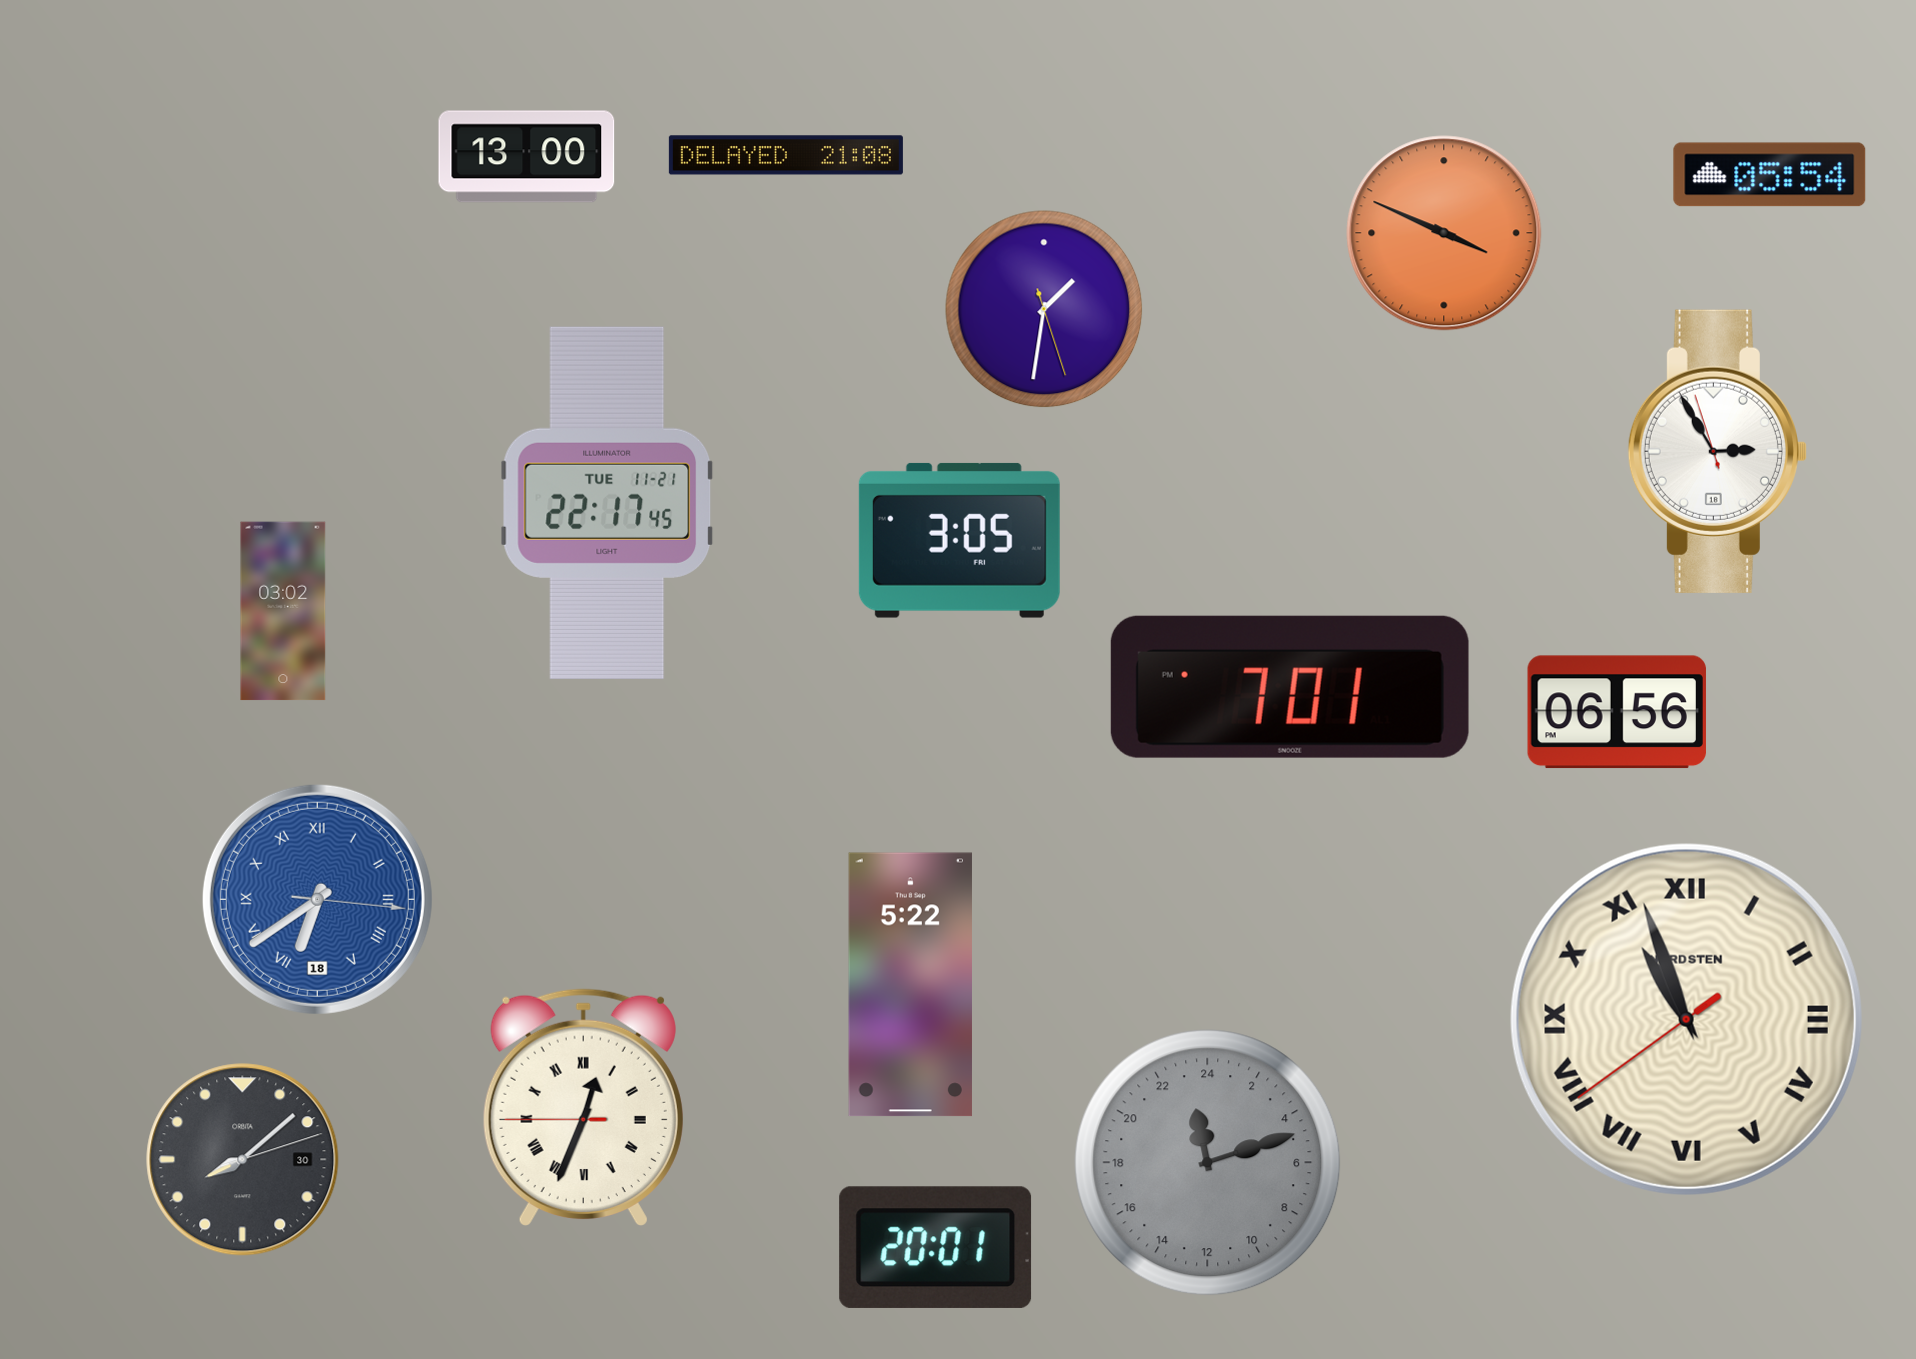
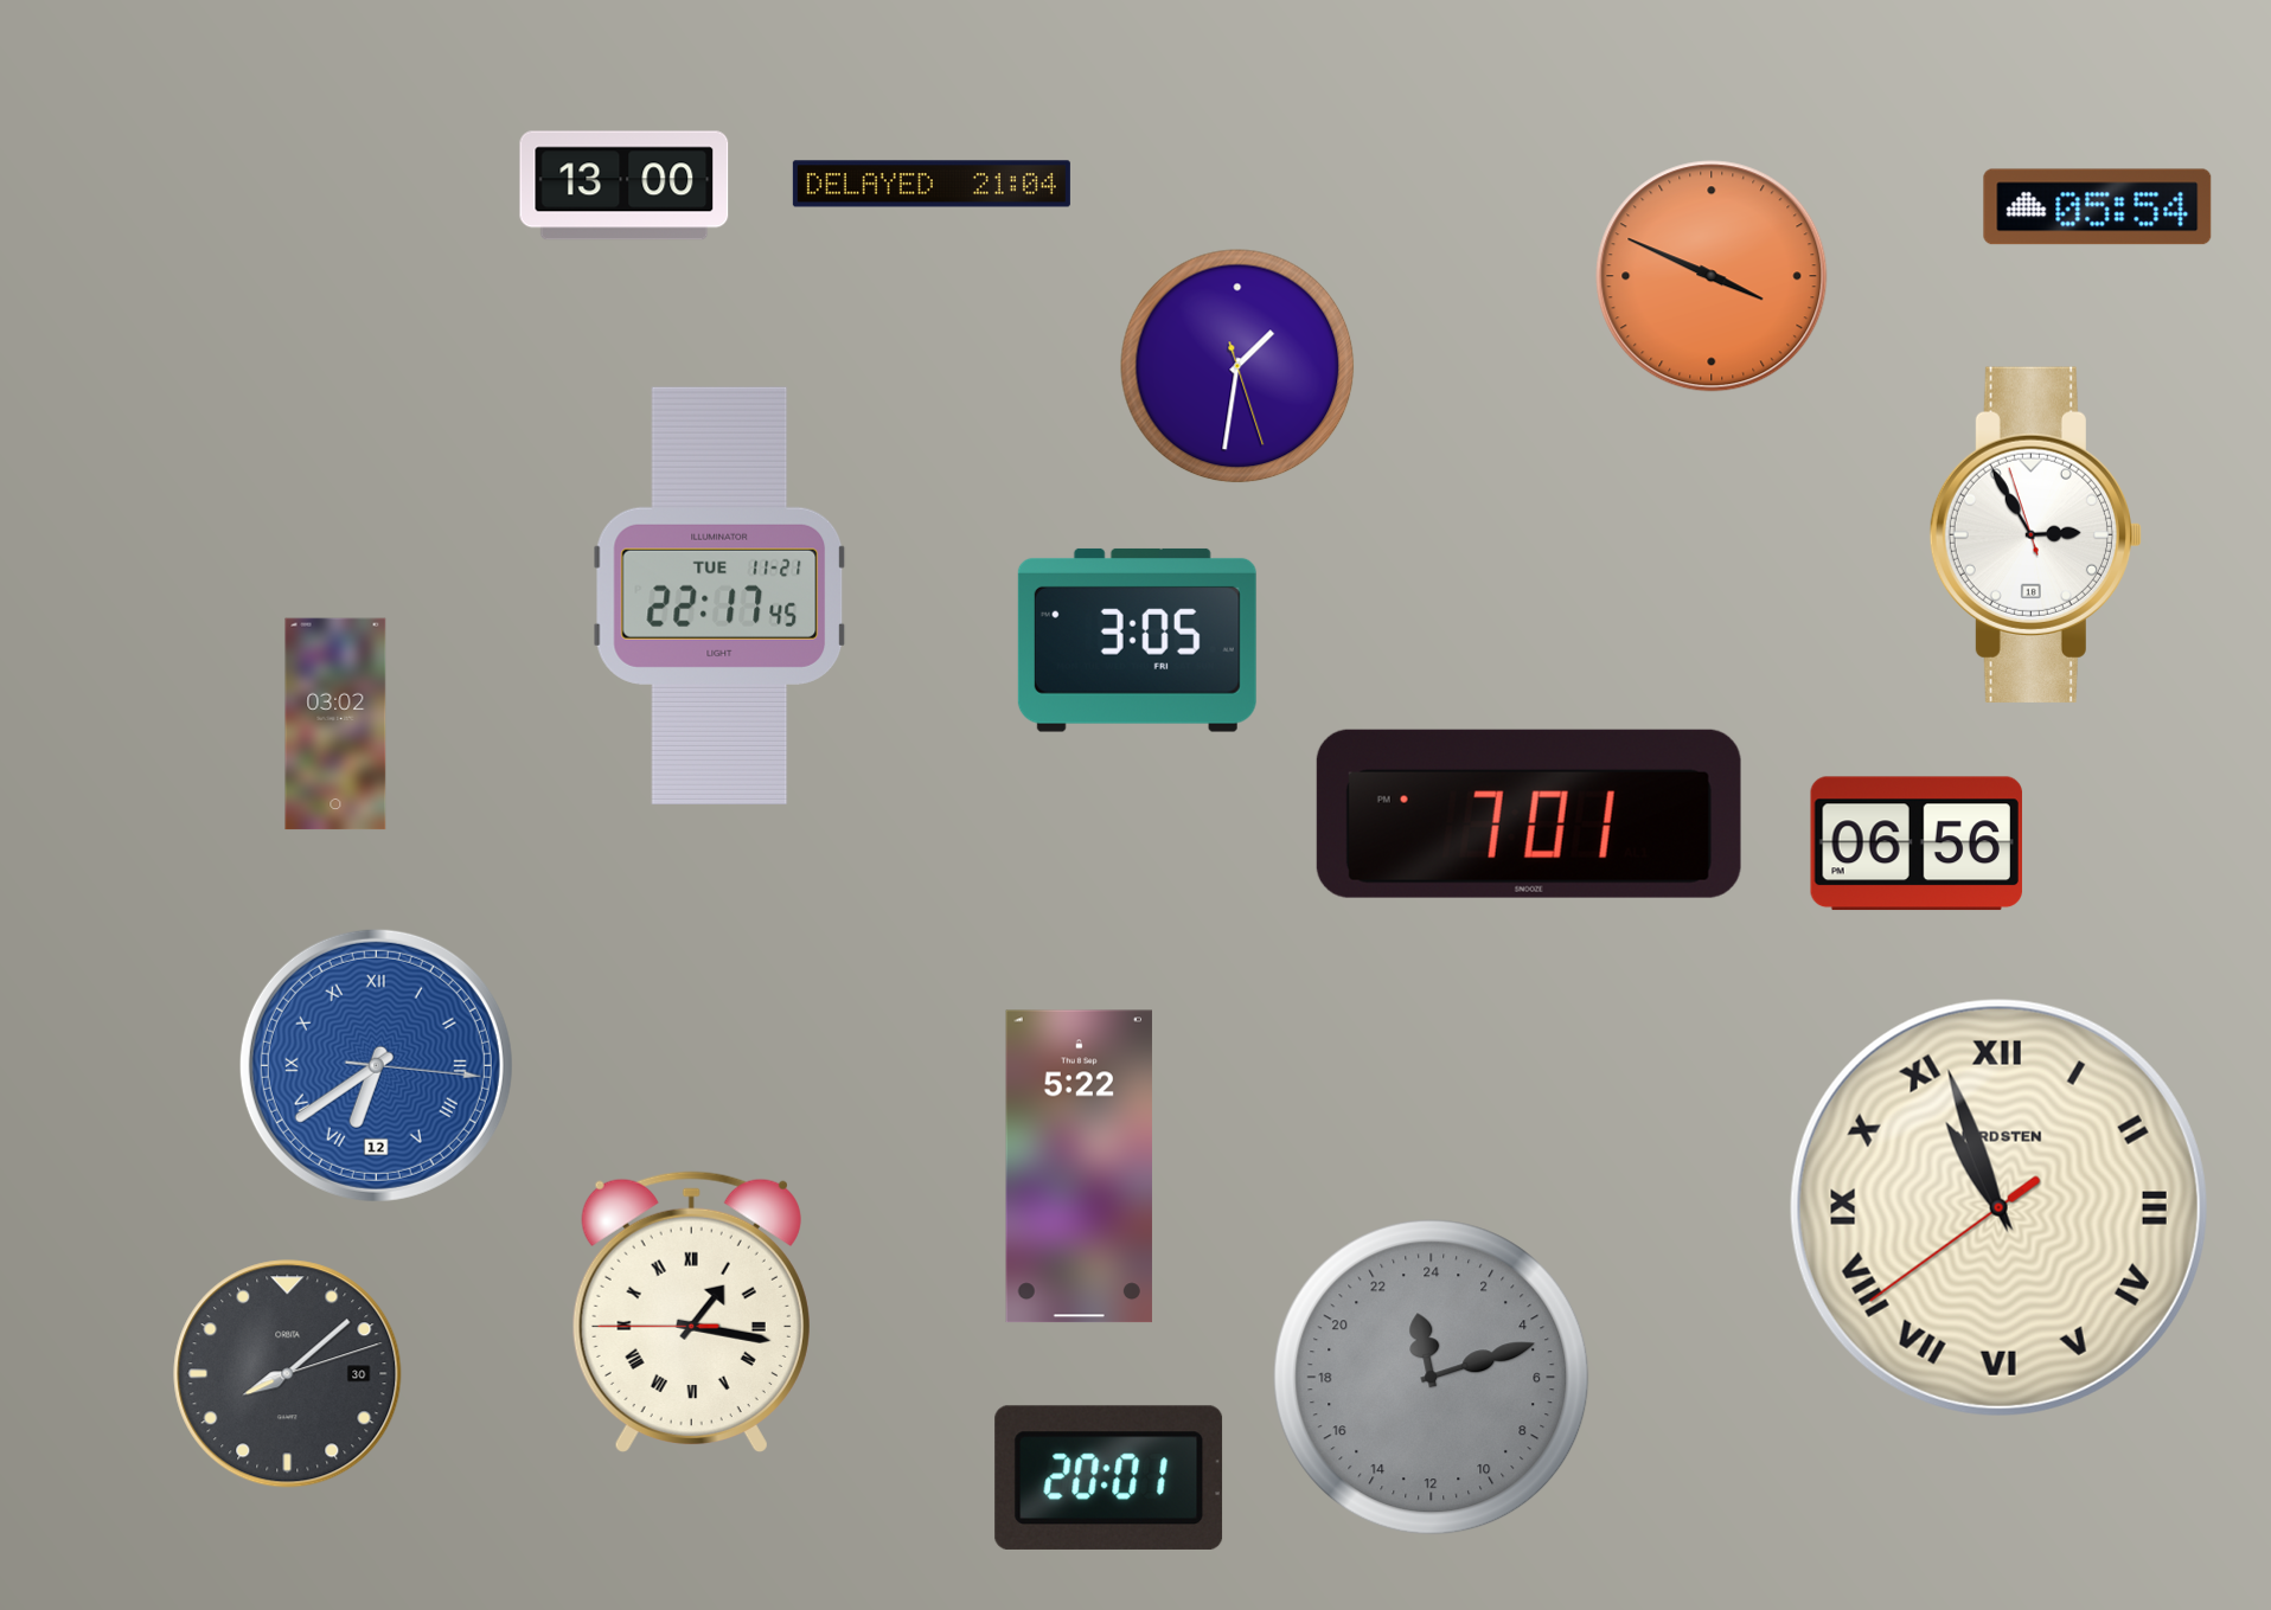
clock at (786, 155): 21:08 -> 21:04
clock at (317, 899) date: 18 -> 12
clock at (583, 1108): 12:33 -> 1:16
